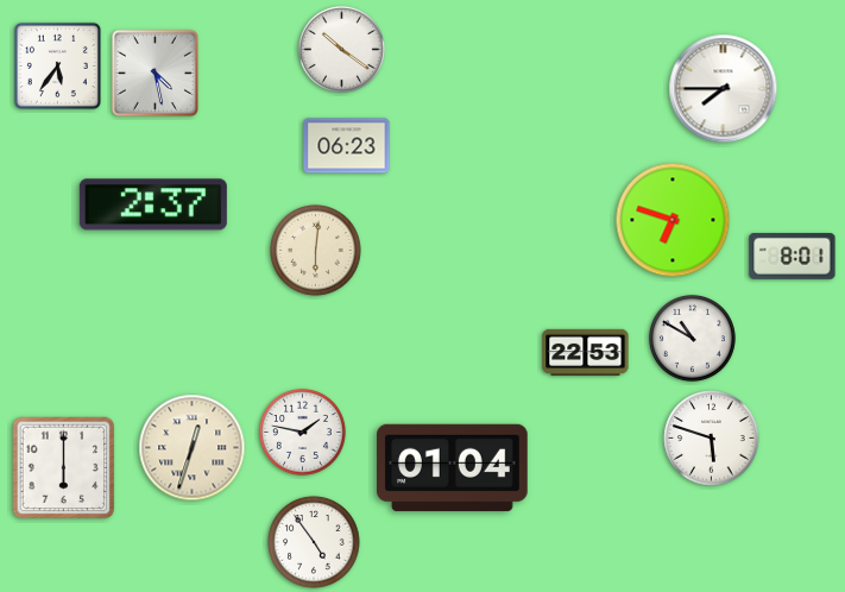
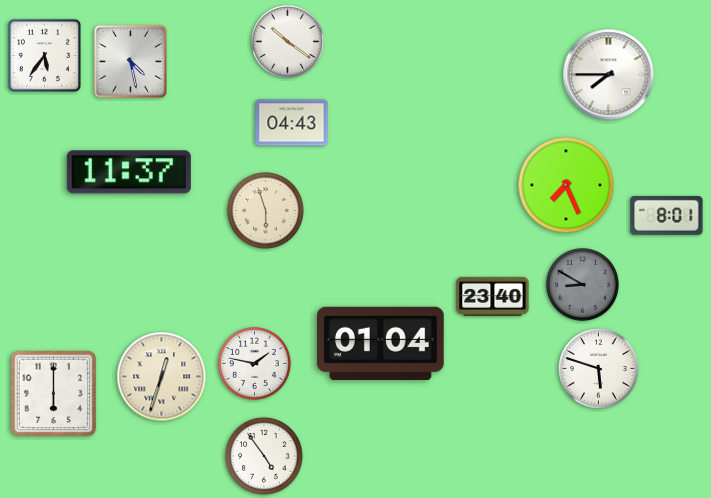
clock at (57, 65) position: (57, 65) -> (44, 55)
clock at (347, 146): 06:23 -> 04:43
clock at (153, 204): 2:37 -> 11:37
clock at (673, 220): 6:48 -> 7:26
clock at (316, 251): 6:01 -> 5:57
clock at (692, 338): 10:50 -> 8:50
clock at (692, 338) dial: white -> grey
clock at (586, 352): 22:53 -> 23:40
clock at (453, 467) position: (453, 467) -> (381, 343)
